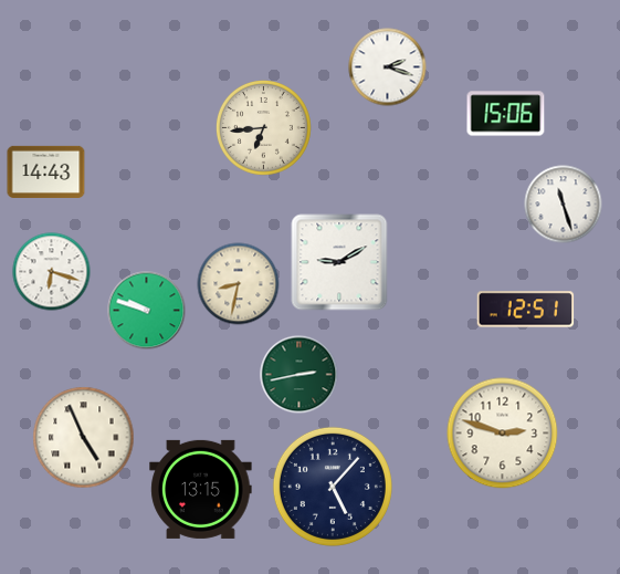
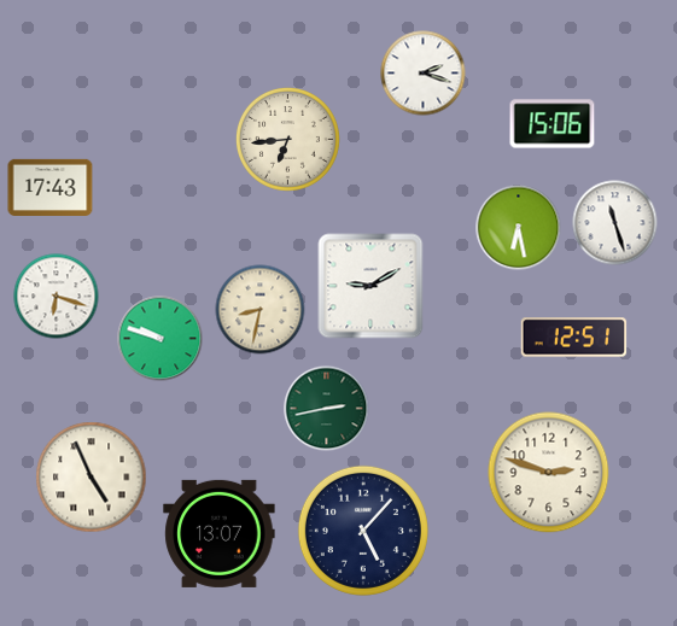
clock at (46, 171): 14:43 -> 17:43
clock at (519, 228): none -> 6:28
clock at (201, 489): 13:15 -> 13:07
